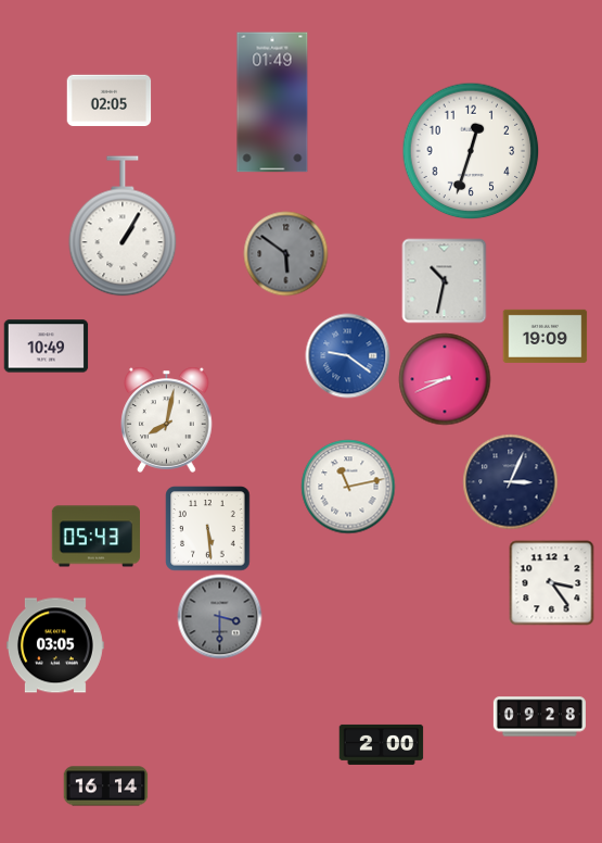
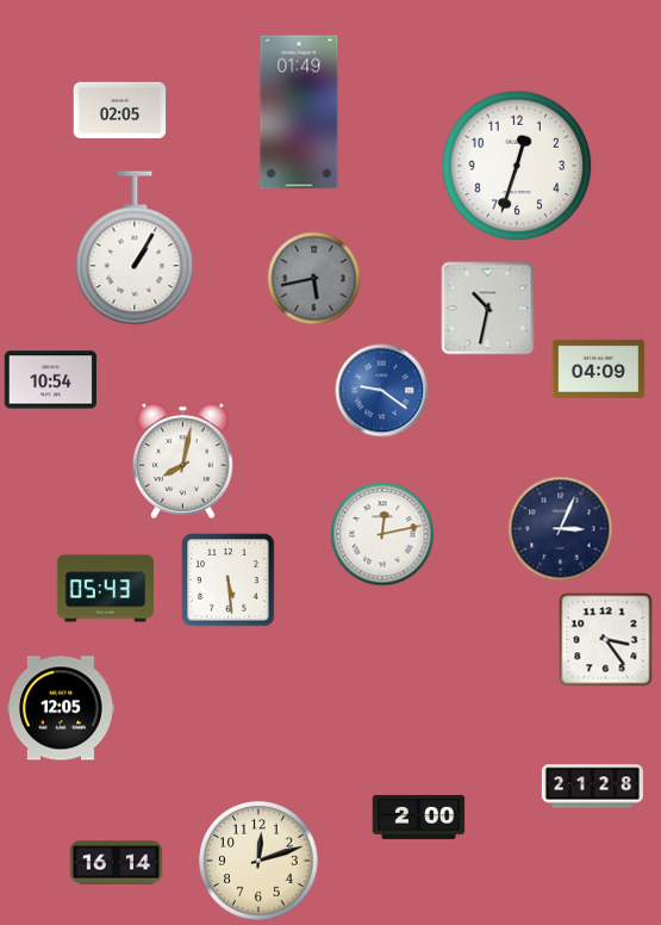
clock at (285, 253): 5:51 -> 5:43
clock at (545, 336): 19:09 -> 04:09
clock at (46, 347): 10:49 -> 10:54
clock at (445, 379): 8:41 -> none
clock at (348, 487): 11:13 -> 12:13
clock at (219, 616): 3:30 -> none
clock at (55, 645): 03:05 -> 12:05
clock at (539, 717): 09:28 -> 21:28
clock at (258, 862): none -> 12:12
